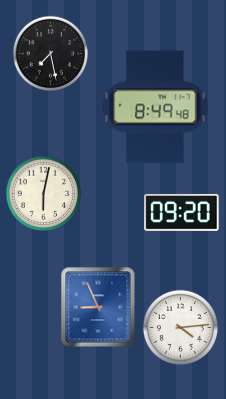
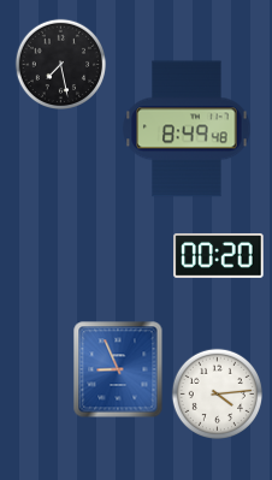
clock at (44, 194): 6:02 -> none
clock at (182, 212): 09:20 -> 00:20
